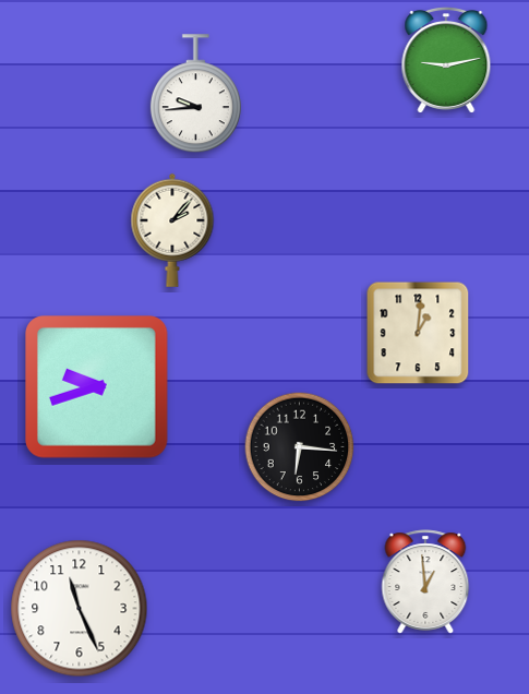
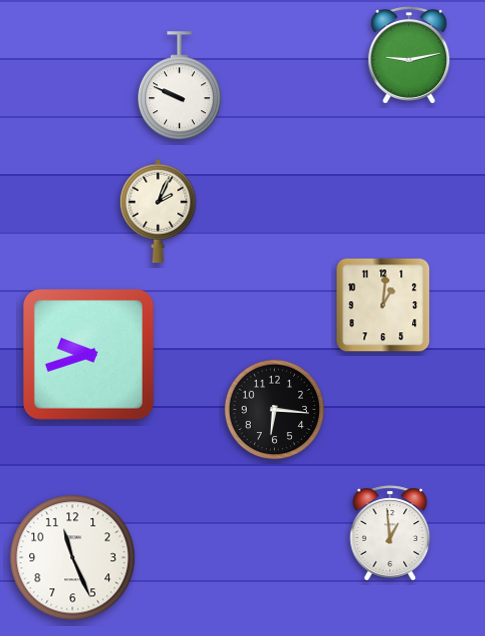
clock at (195, 94): 9:44 -> 9:49
clock at (172, 230): 2:07 -> 2:04
